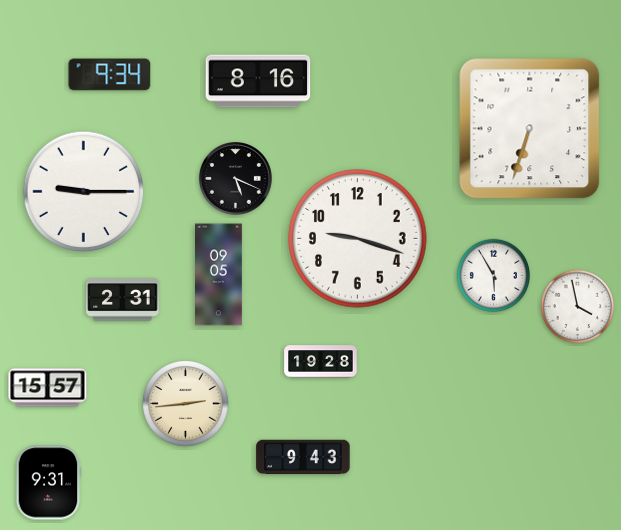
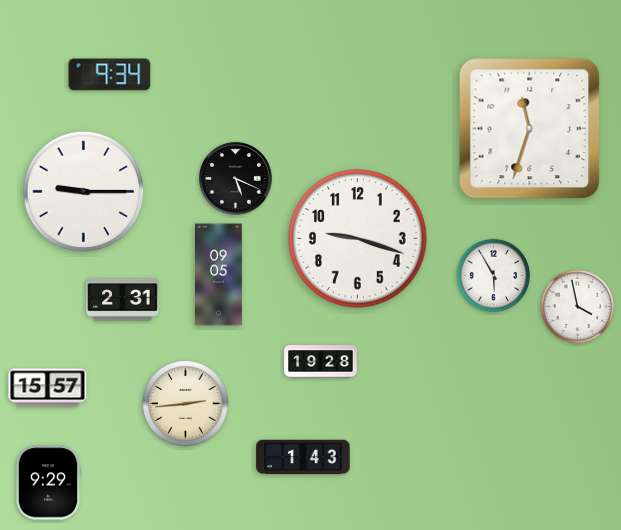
clock at (258, 81): 8:16 -> none
clock at (530, 129): 6:33 -> 11:33
clock at (303, 457): 9:43 -> 1:43
clock at (48, 483): 9:31 -> 9:29
